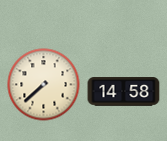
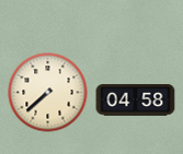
clock at (124, 92): 14:58 -> 04:58
